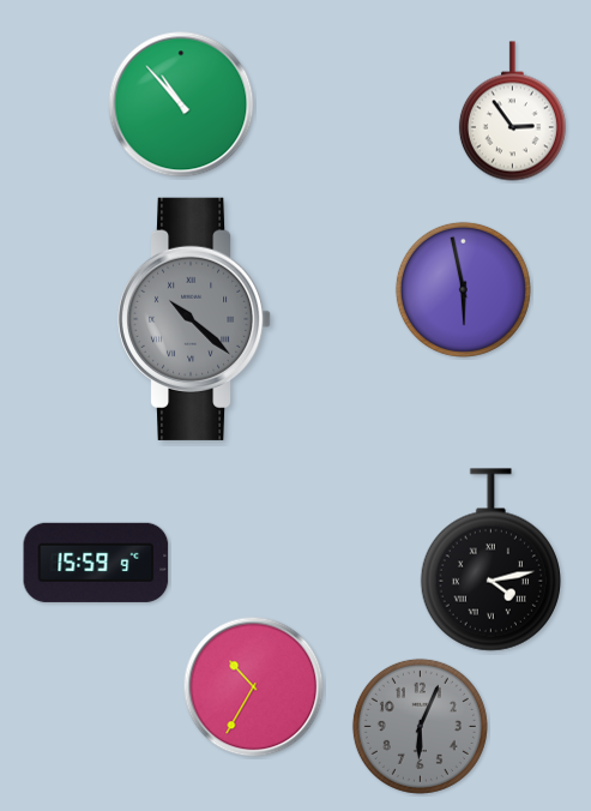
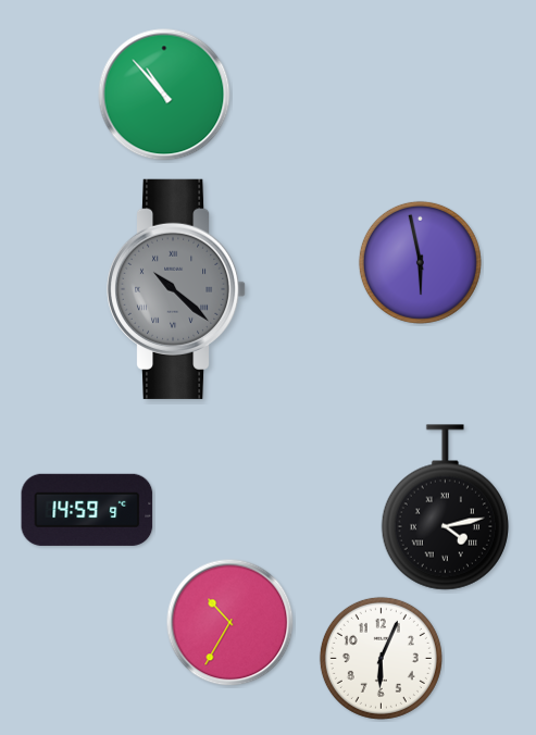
clock at (512, 112): 2:54 -> none
clock at (96, 563): 15:59 -> 14:59
clock at (420, 726) dial: grey -> white
